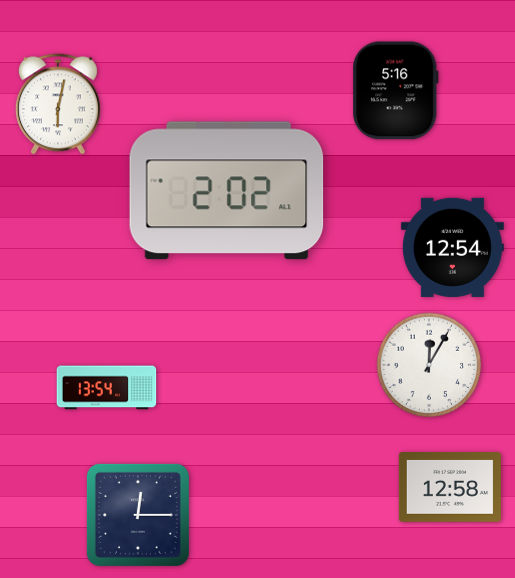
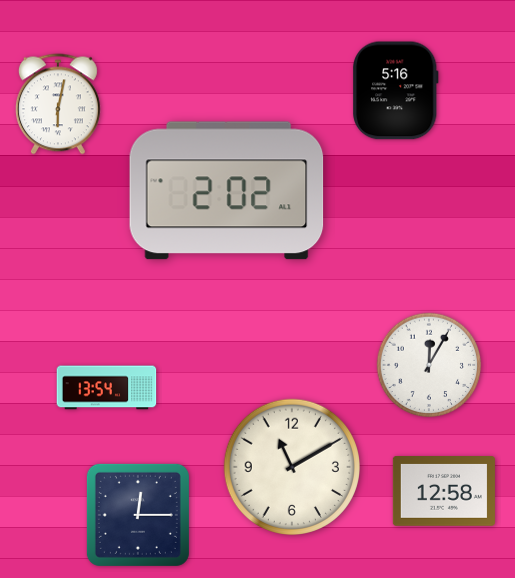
clock at (452, 247): 12:54 -> none
clock at (291, 466): none -> 11:10
clock at (450, 488) position: (450, 488) -> (444, 492)
